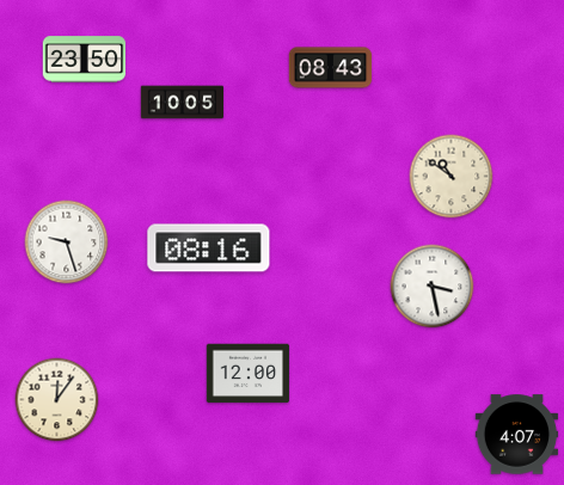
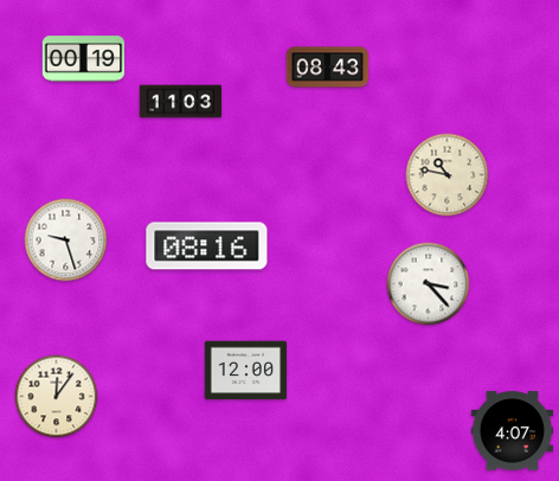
clock at (85, 60): 23:50 -> 00:19
clock at (183, 103): 10:05 -> 11:03
clock at (452, 177): 10:51 -> 10:47
clock at (433, 287): 3:28 -> 3:23
